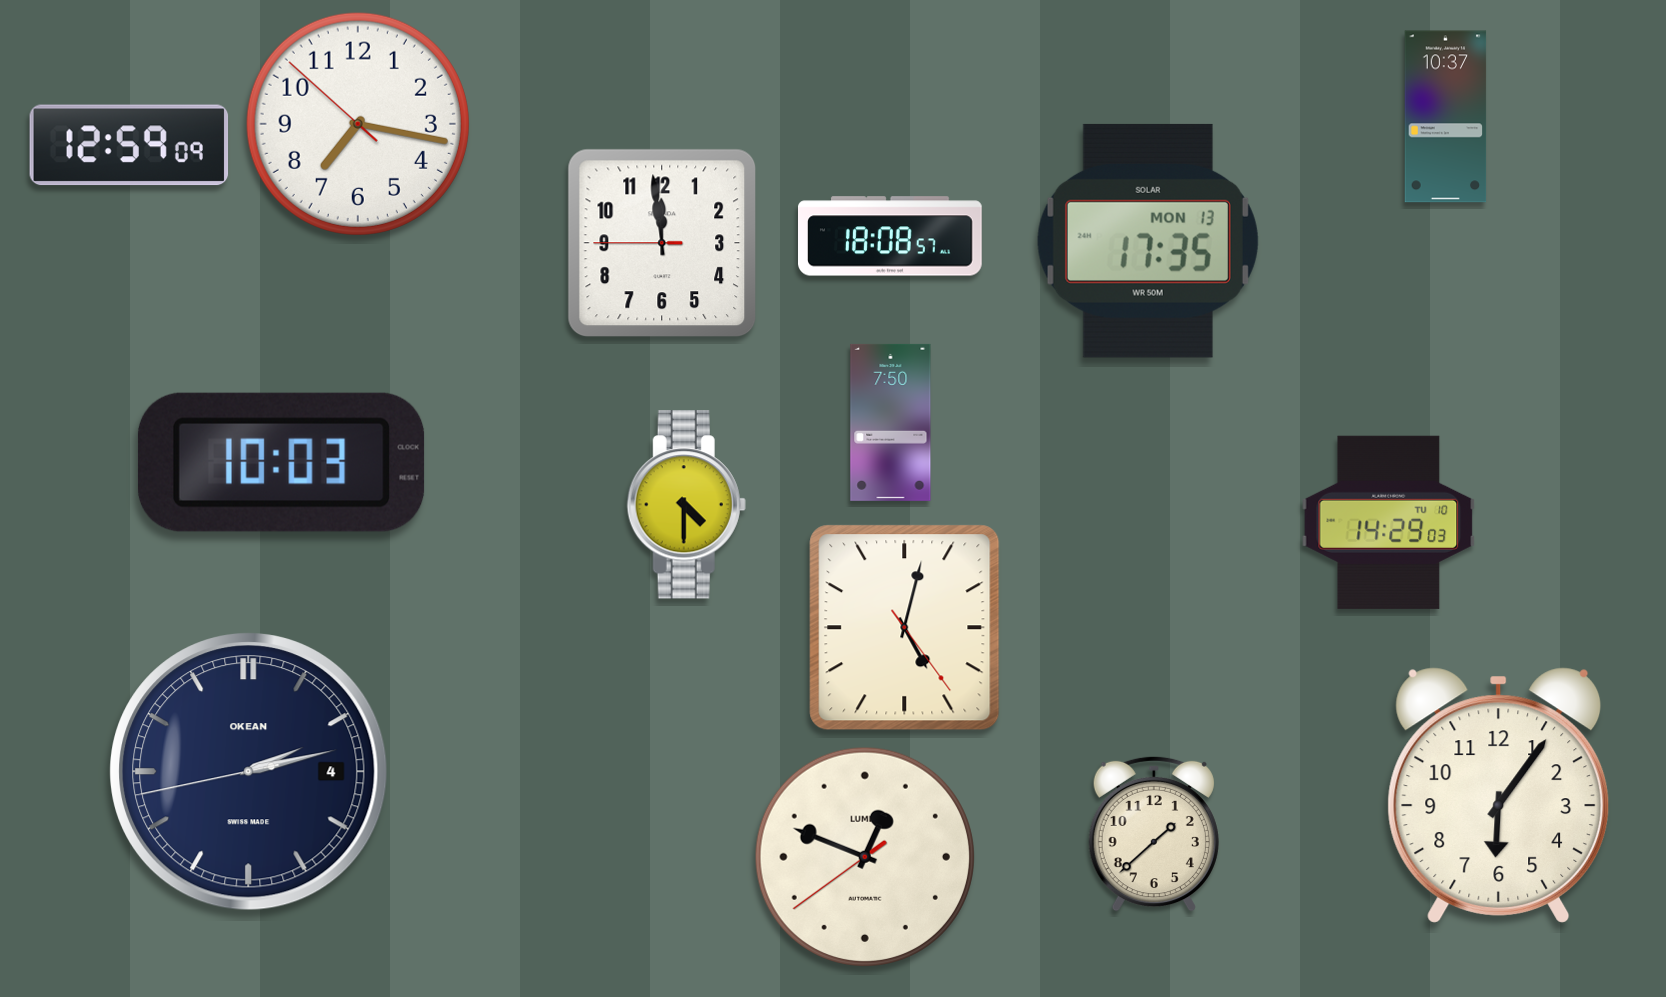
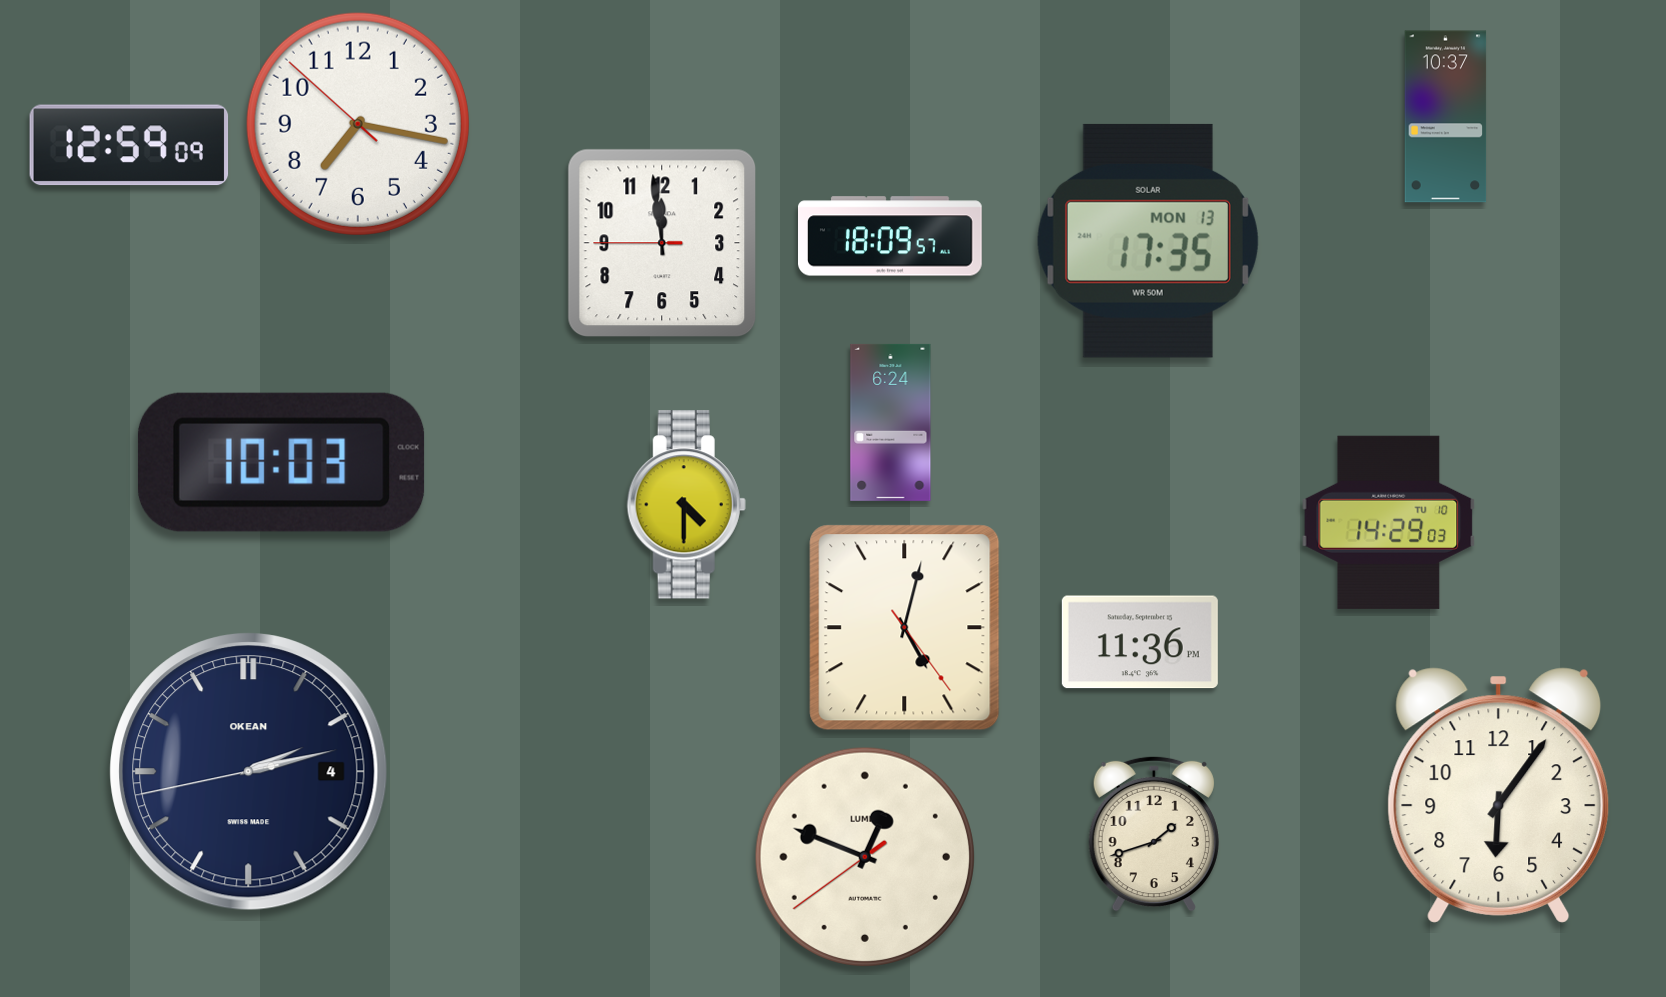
clock at (891, 236): 18:08 -> 18:09
clock at (891, 422): 7:50 -> 6:24
clock at (1140, 642): none -> 11:36
clock at (1154, 834): 1:38 -> 1:42
